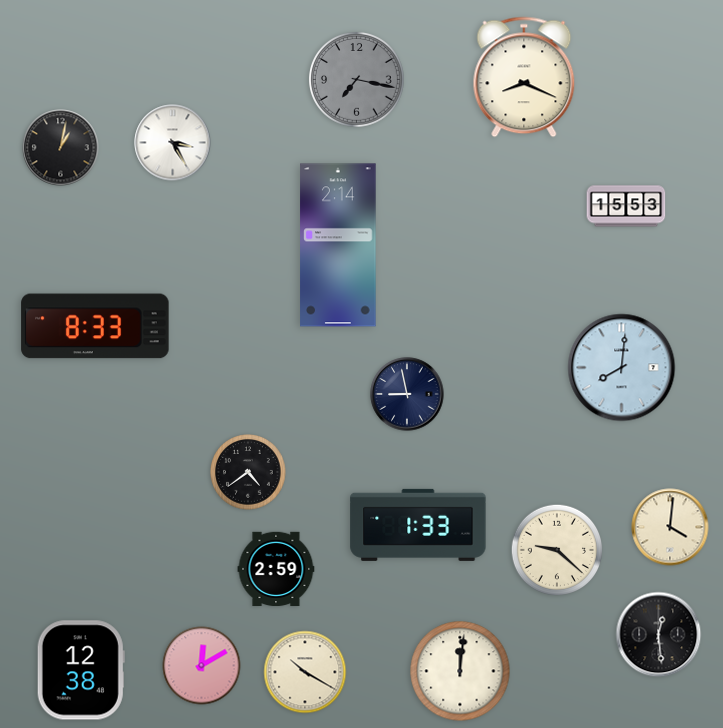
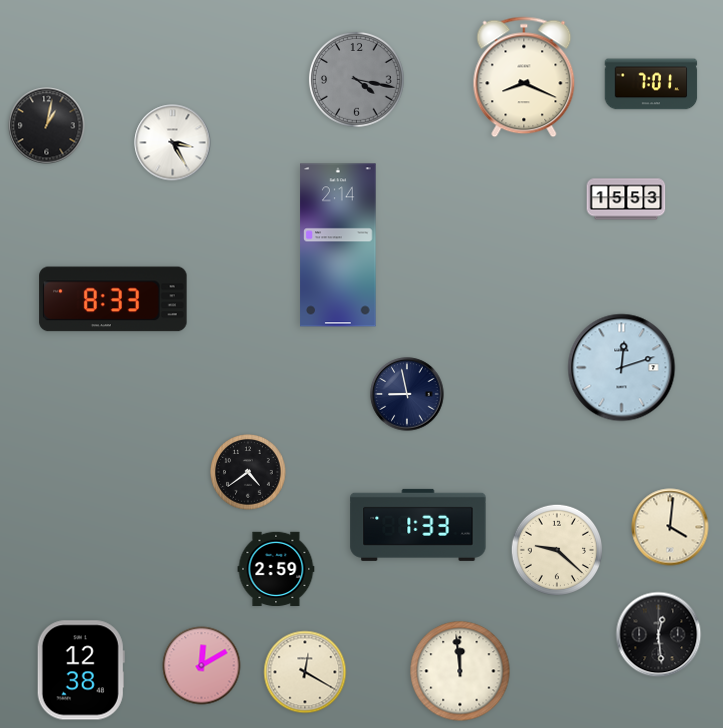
clock at (357, 80): 7:17 -> 4:17
clock at (651, 84): none -> 7:01
clock at (61, 148) position: (61, 148) -> (47, 126)
clock at (626, 206) position: (626, 206) -> (626, 199)
clock at (95, 326) position: (95, 326) -> (113, 299)
clock at (622, 368): 8:01 -> 12:12
clock at (460, 671): 12:01 -> 11:59
clock at (305, 672): 10:20 -> 12:20
